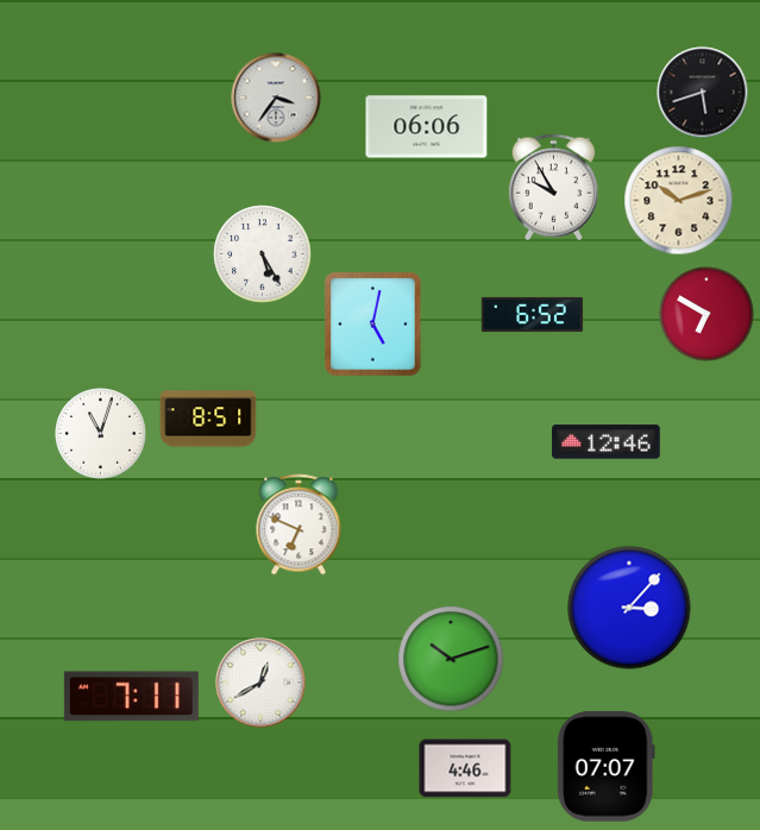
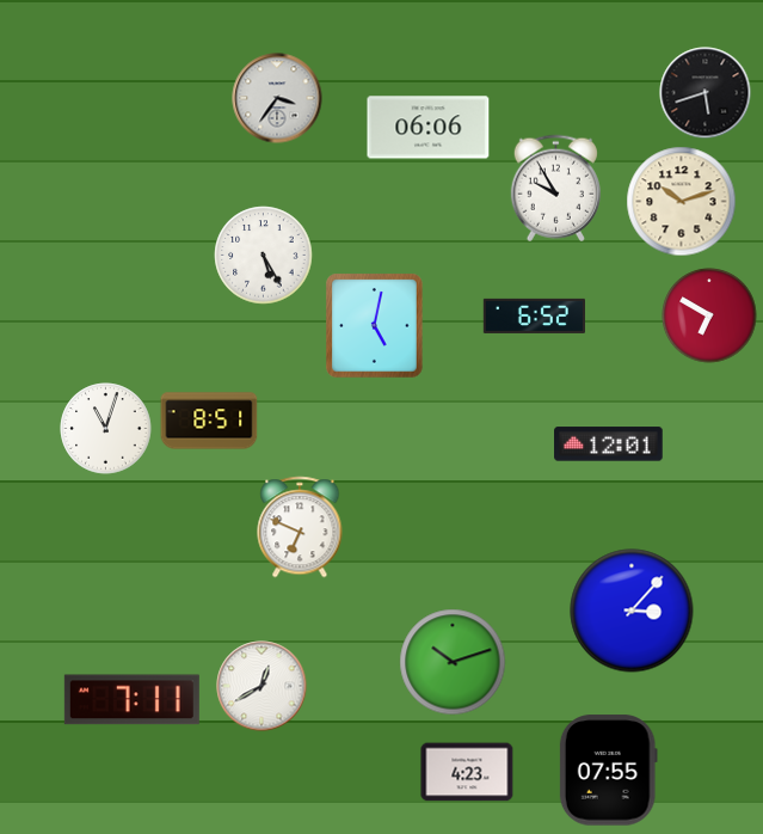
clock at (101, 434) position: (101, 434) -> (106, 429)
clock at (607, 442): 12:46 -> 12:01
clock at (605, 767): 07:07 -> 07:55
clock at (465, 768): 4:46 -> 4:23
